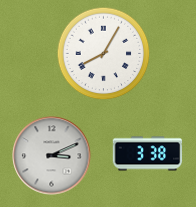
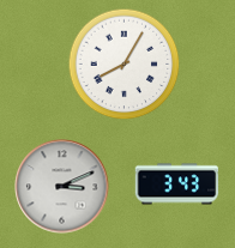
clock at (148, 154): 3:38 -> 3:43
